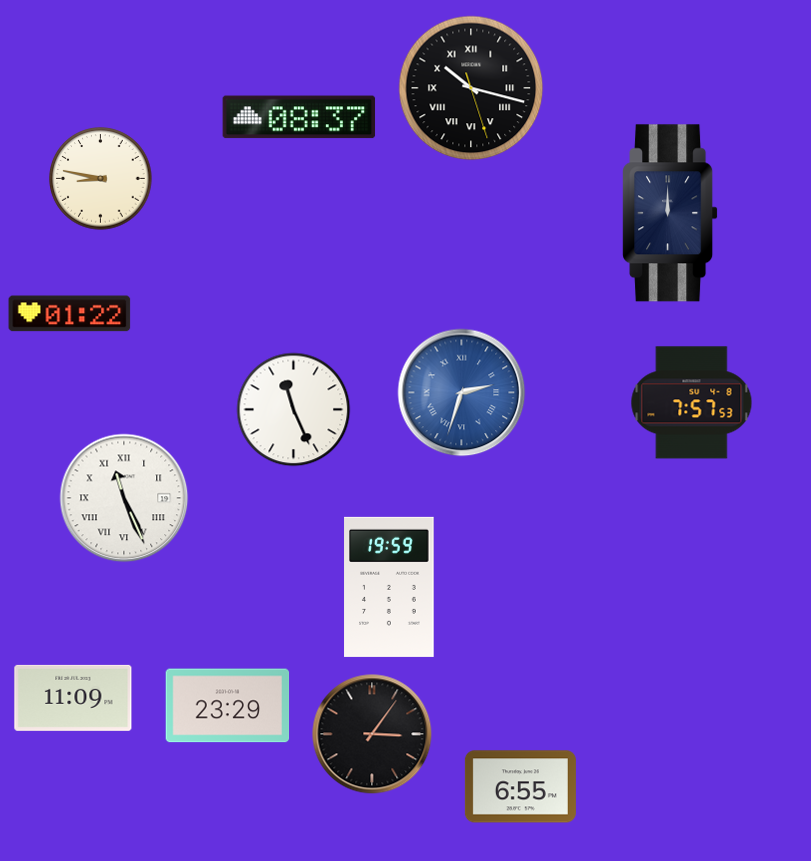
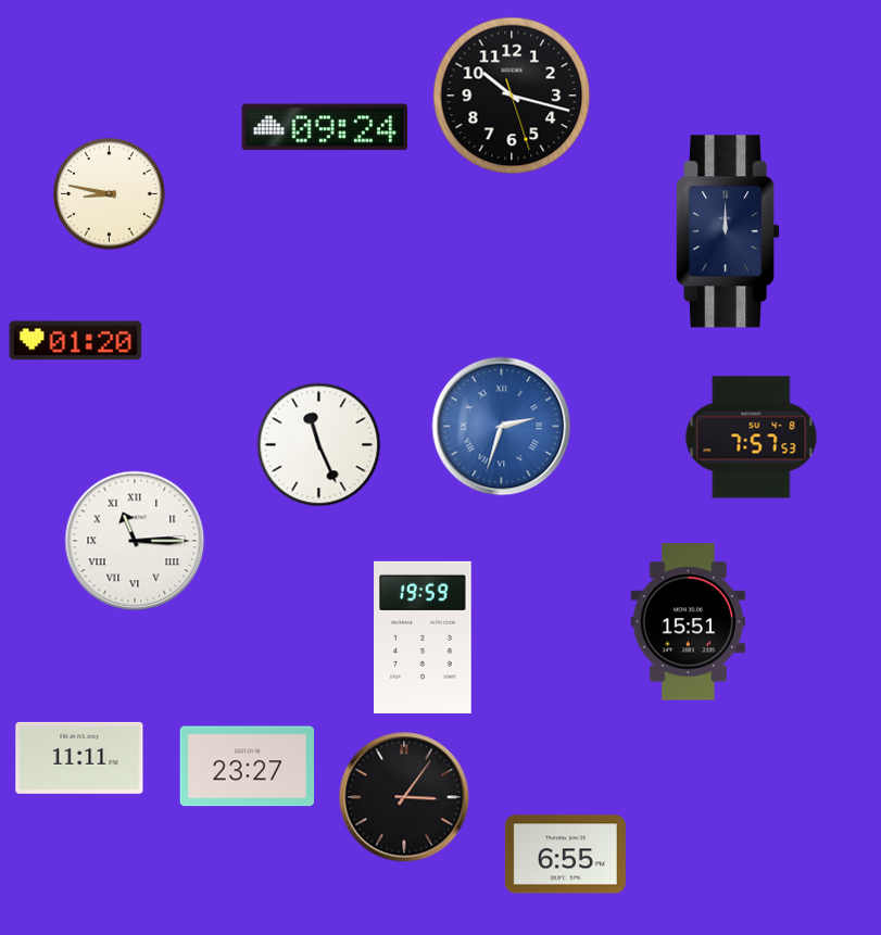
clock at (471, 88) numerals: Roman -> Arabic
clock at (299, 117): 08:37 -> 09:24
clock at (70, 314): 01:22 -> 01:20
clock at (124, 498): 11:26 -> 11:15
clock at (688, 622): none -> 15:51
clock at (73, 698): 11:09 -> 11:11
clock at (228, 706): 23:29 -> 23:27
